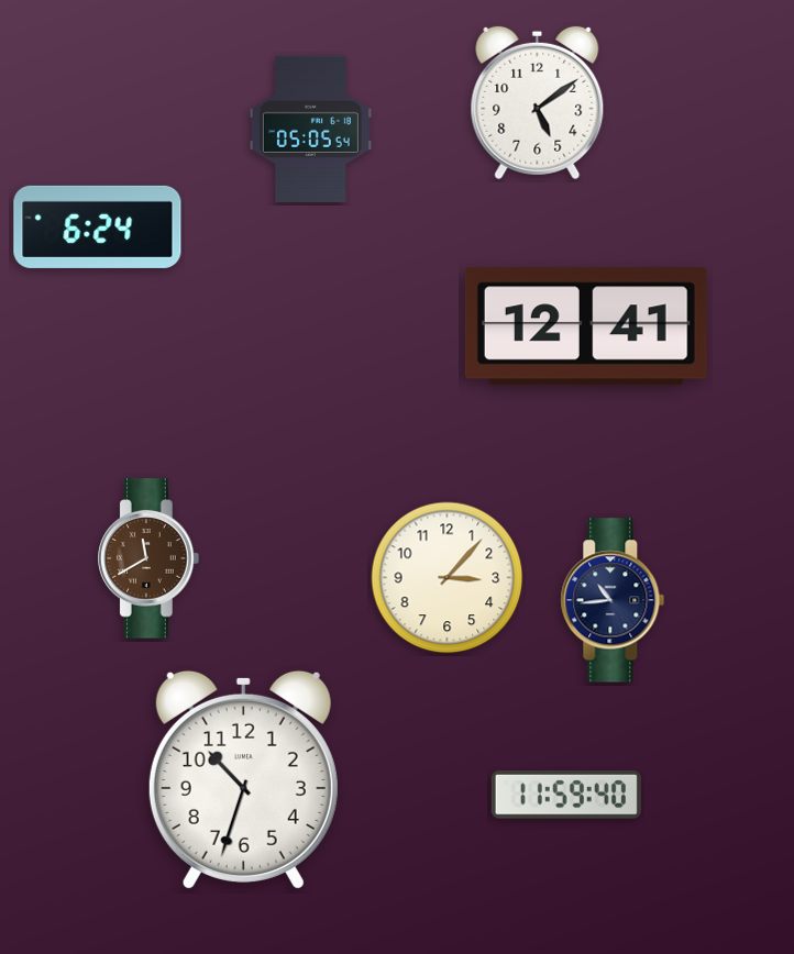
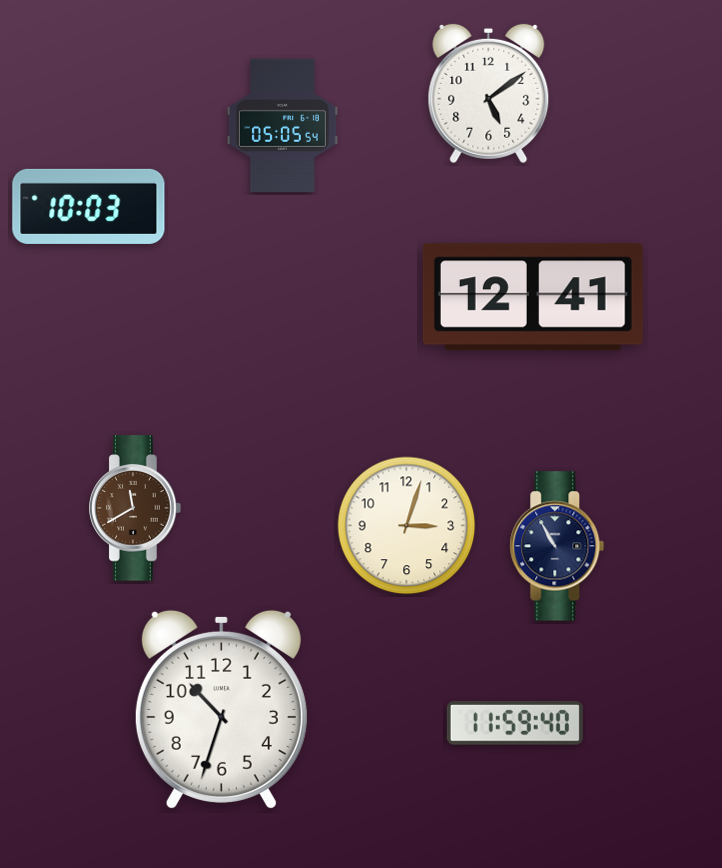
clock at (310, 129) position: (310, 129) -> (282, 125)
clock at (98, 226): 6:24 -> 10:03
clock at (448, 578): 3:07 -> 3:03
clock at (613, 600): 10:44 -> 10:55
